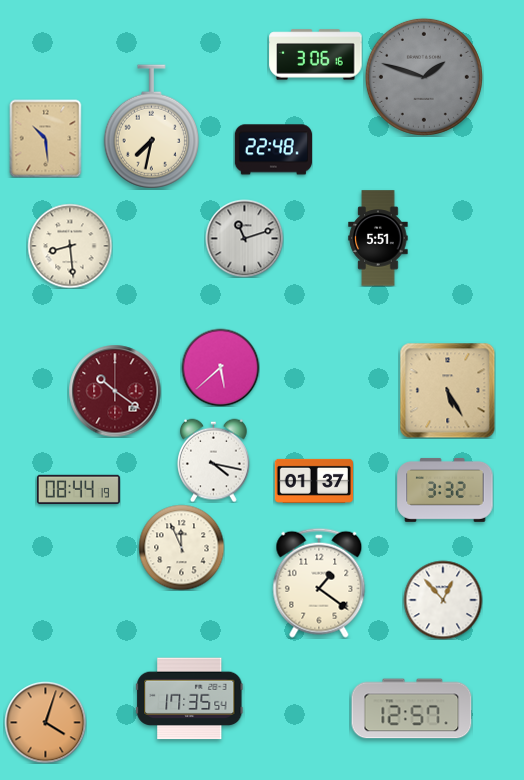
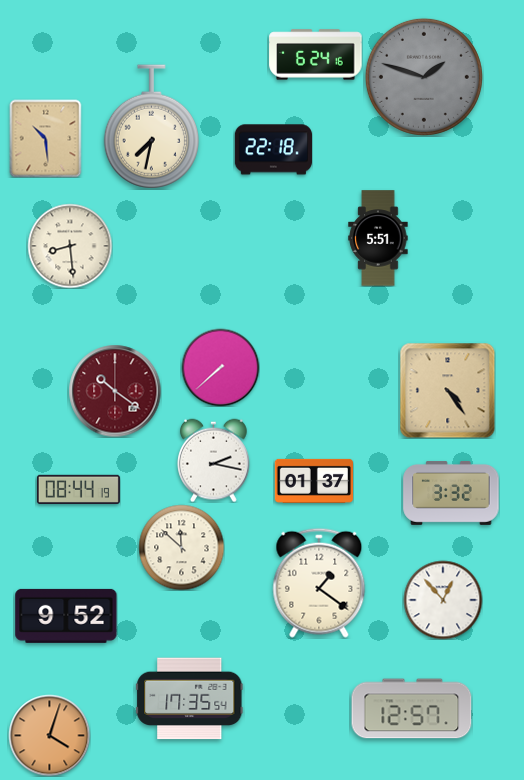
clock at (316, 55): 3:06 -> 6:24
clock at (273, 150): 22:48 -> 22:18
clock at (244, 238): 11:12 -> none
clock at (220, 367): 5:38 -> 7:38
clock at (447, 390): 5:25 -> 4:24
clock at (214, 460): 4:17 -> 2:17
clock at (445, 490) position: (445, 490) -> (451, 493)
clock at (181, 547): 11:56 -> 11:52
clock at (66, 616): none -> 9:52
clock at (45, 722) position: (45, 722) -> (49, 735)
